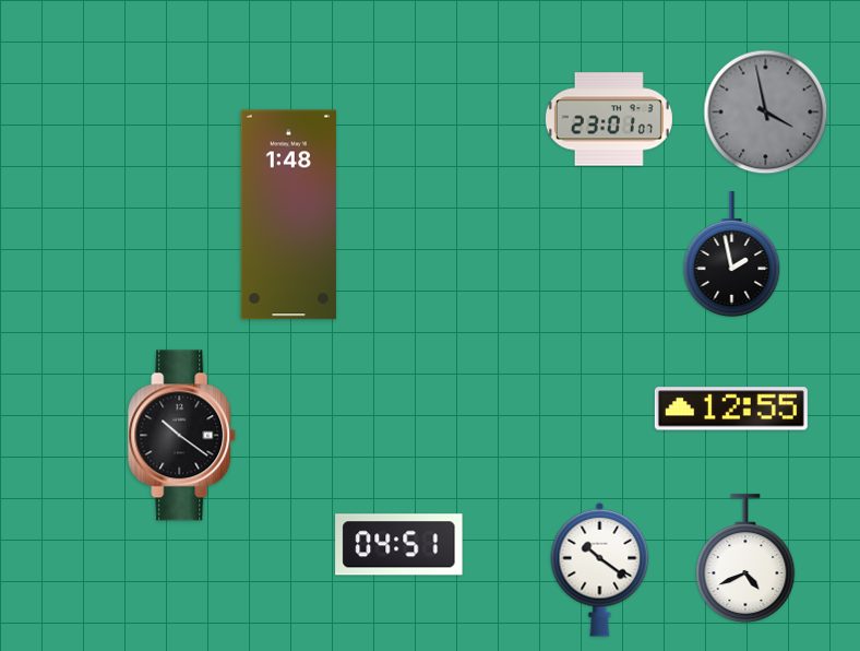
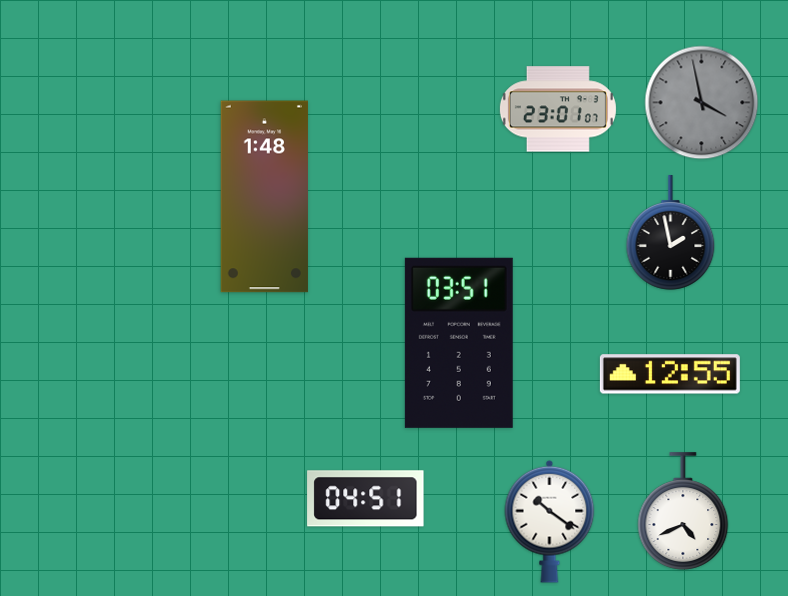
clock at (459, 343): none -> 03:51
clock at (182, 436): 10:21 -> none
